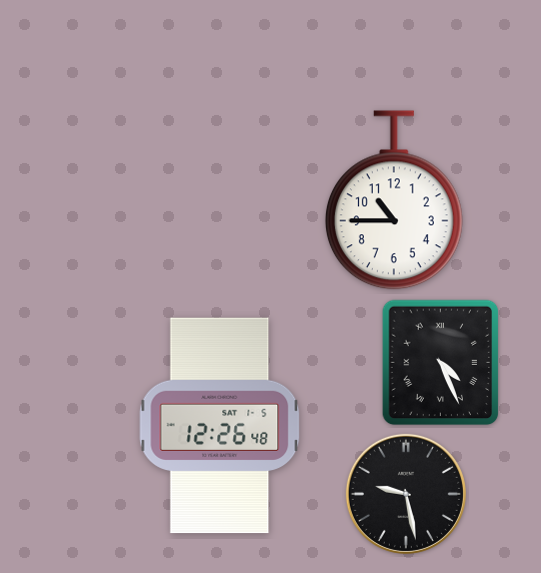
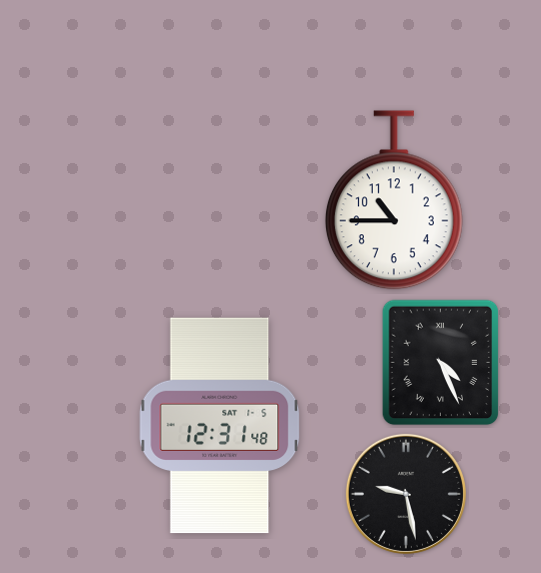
clock at (220, 426): 12:26 -> 12:31
